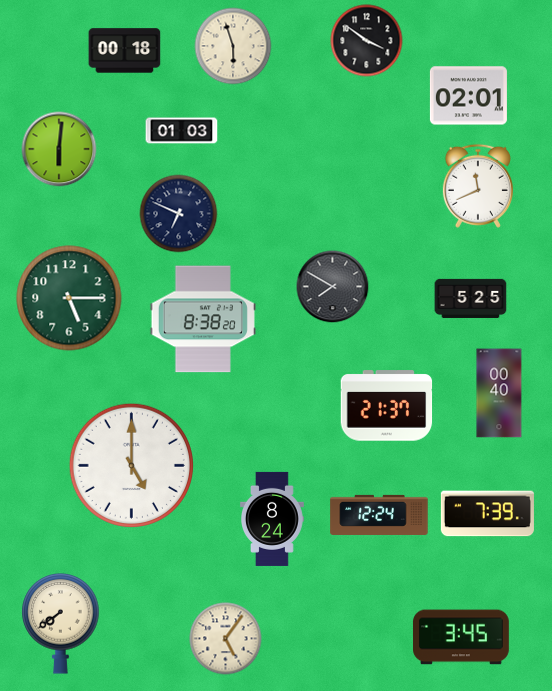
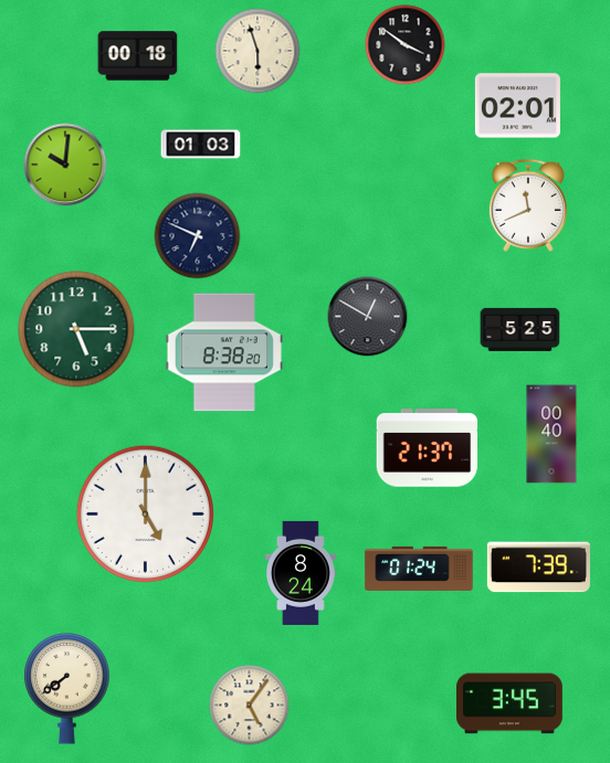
clock at (59, 149): 6:01 -> 10:01
clock at (333, 287): 7:50 -> 12:50
clock at (379, 515): 12:24 -> 01:24
